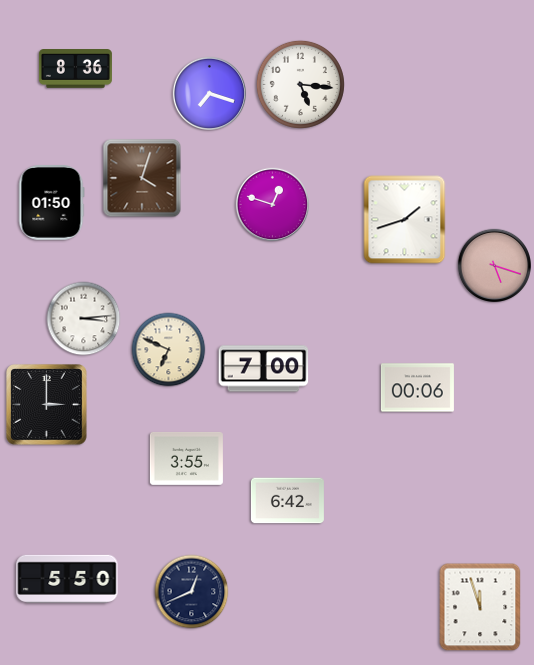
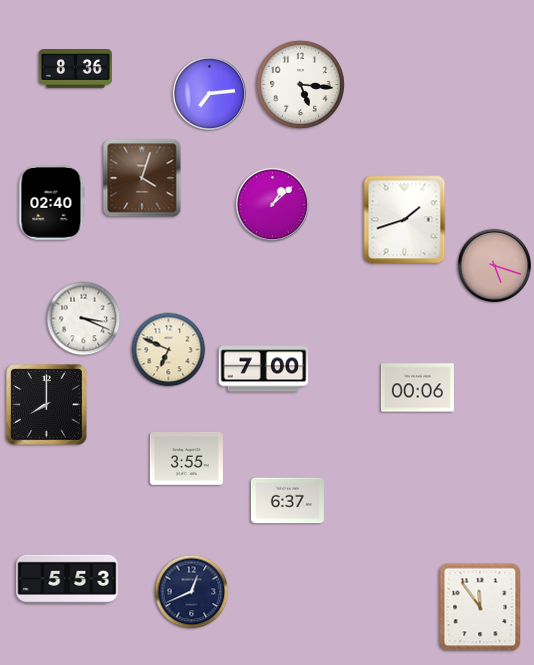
clock at (209, 93): 7:18 -> 7:14
clock at (51, 203): 01:50 -> 02:40
clock at (272, 204): 12:48 -> 1:08
clock at (84, 319): 3:14 -> 3:19
clock at (47, 405): 3:00 -> 8:00
clock at (287, 501): 6:42 -> 6:37
clock at (67, 579): 5:50 -> 5:53
clock at (480, 607): 11:57 -> 11:54
